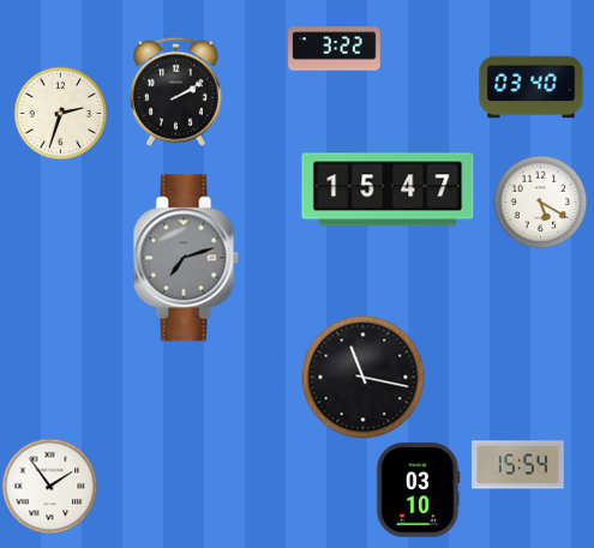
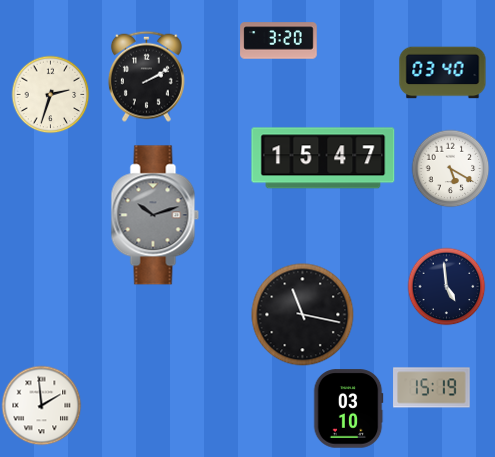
clock at (335, 49): 3:22 -> 3:20
clock at (186, 258): 7:12 -> 10:12
clock at (446, 286): none -> 4:59
clock at (518, 465): 15:54 -> 15:19
clock at (49, 486): 1:54 -> 1:59
